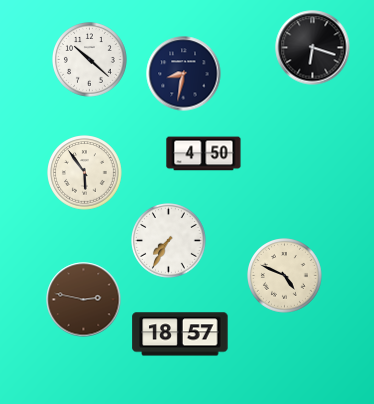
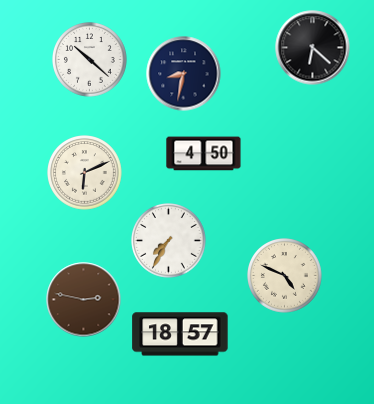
clock at (313, 48): 6:18 -> 6:22
clock at (85, 173): 5:54 -> 6:11
